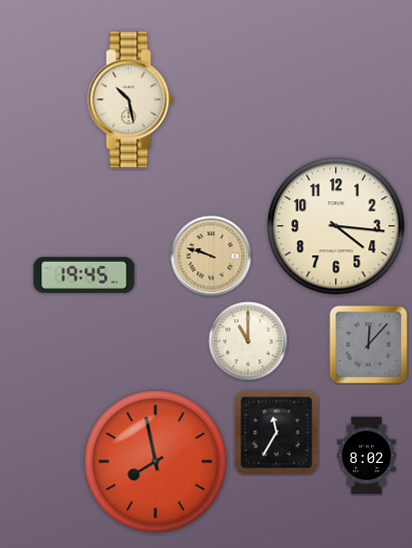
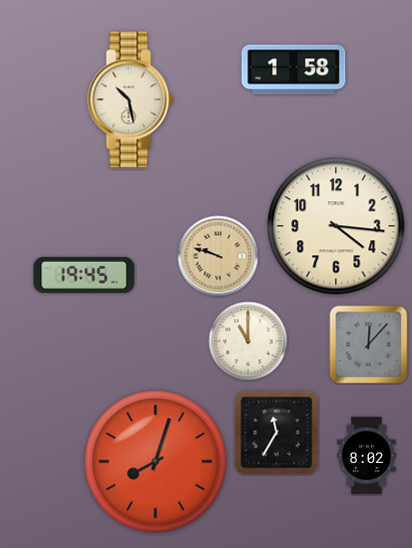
clock at (294, 70): none -> 1:58
clock at (211, 256) position: (211, 256) -> (218, 256)
clock at (156, 462): 7:58 -> 8:03
